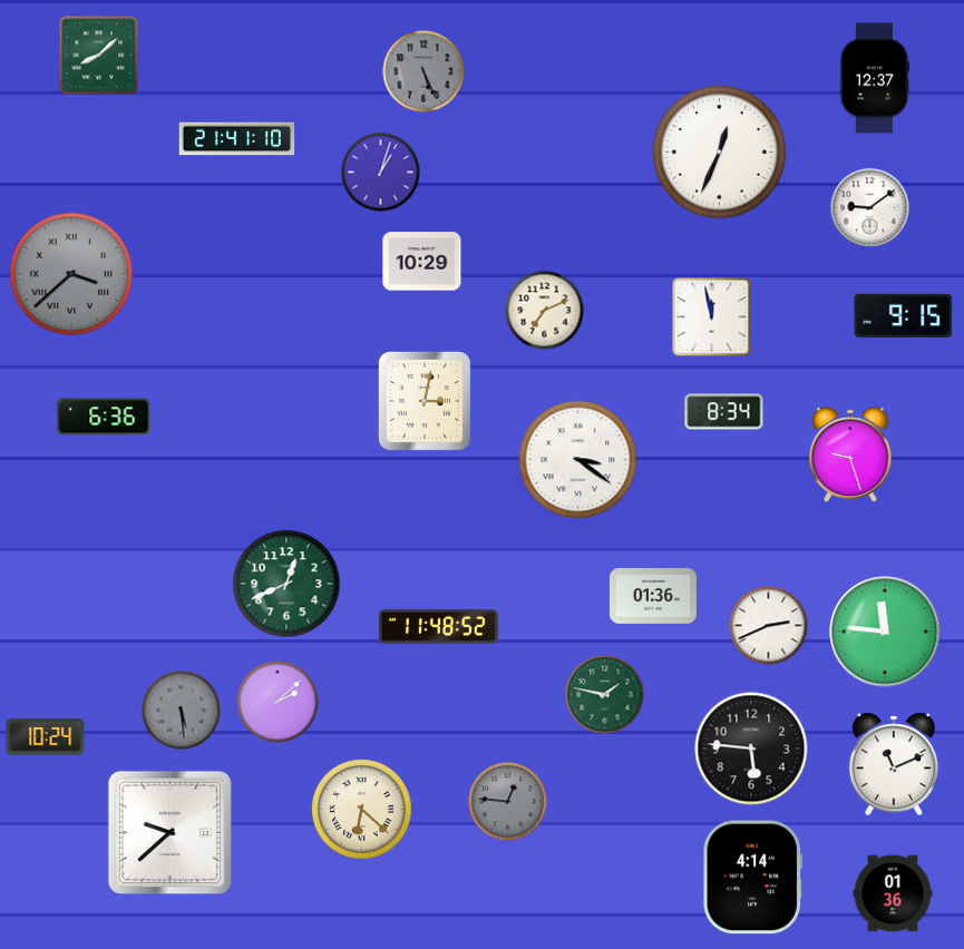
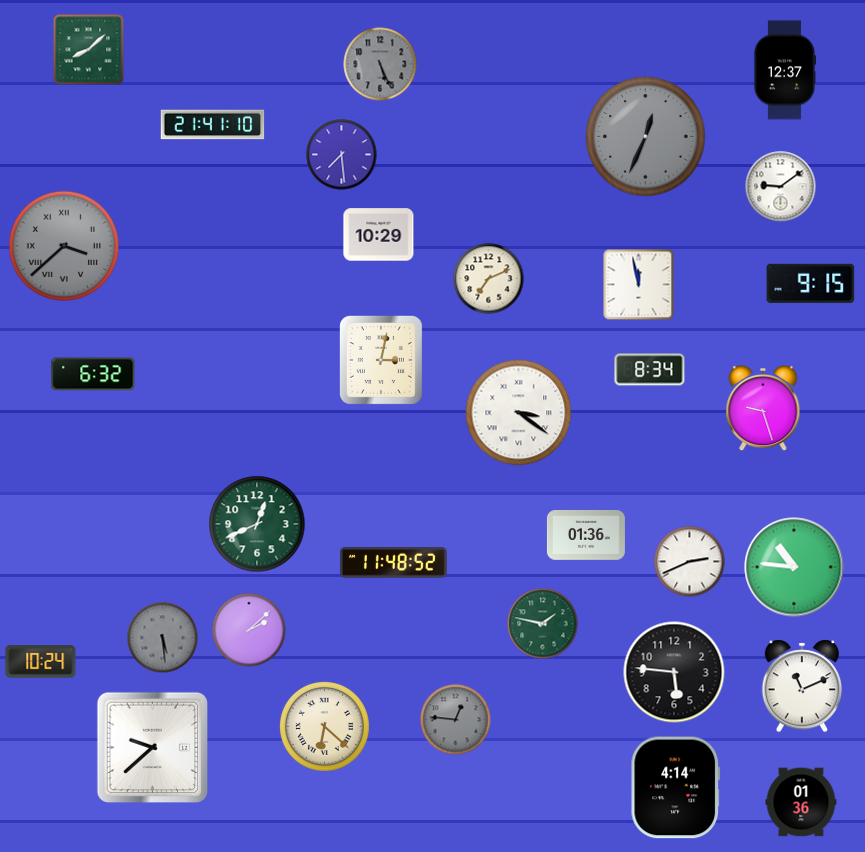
clock at (720, 153) dial: white -> grey
clock at (381, 173): 1:03 -> 7:29
clock at (104, 417): 6:36 -> 6:32
clock at (885, 632): 11:46 -> 10:46
